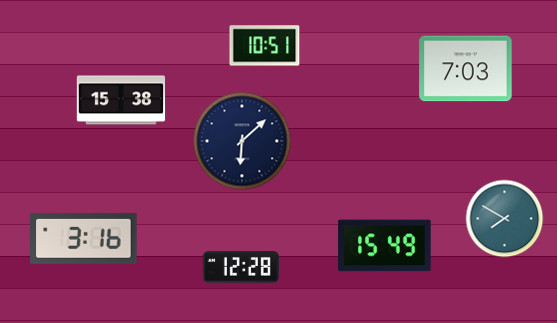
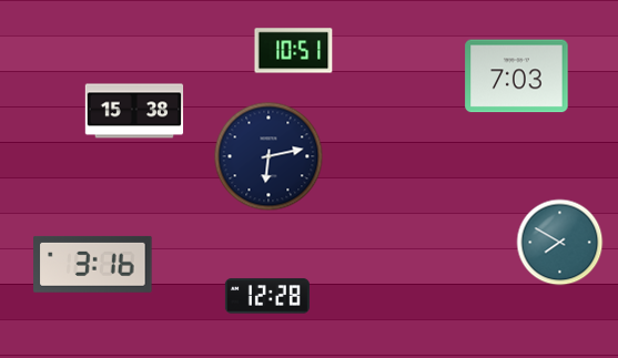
clock at (242, 141): 6:08 -> 6:13
clock at (385, 246): 15:49 -> none
